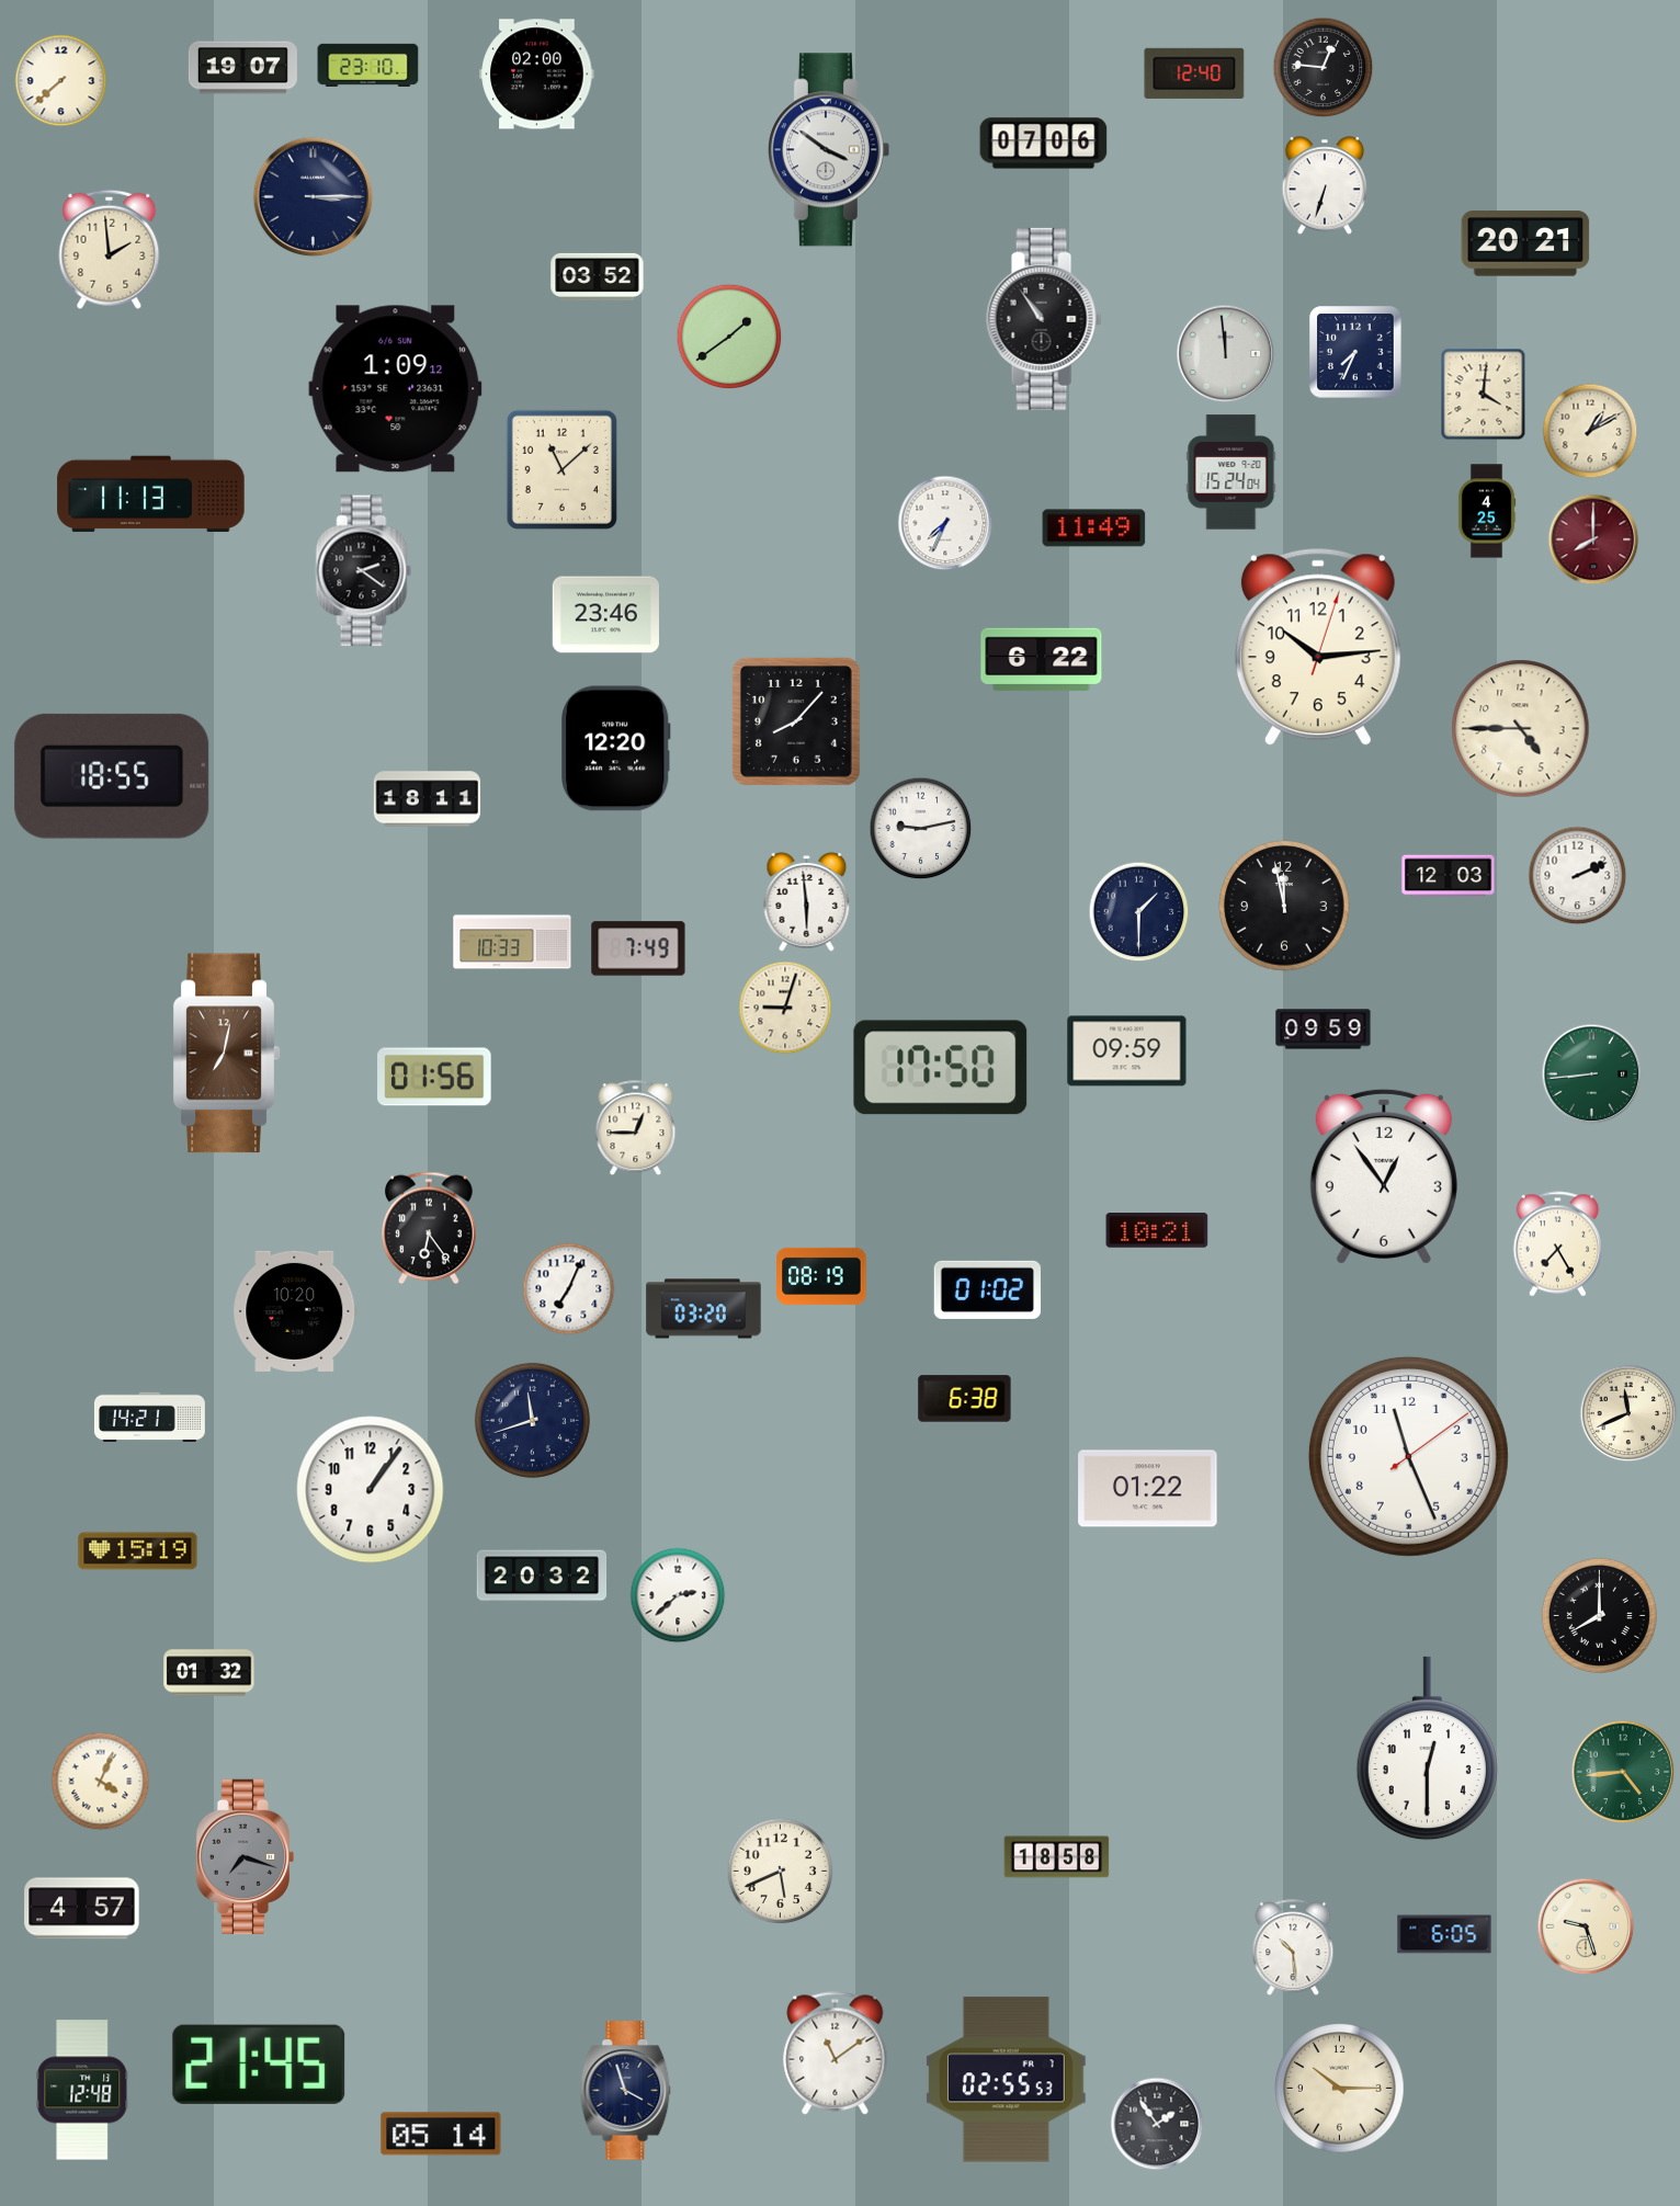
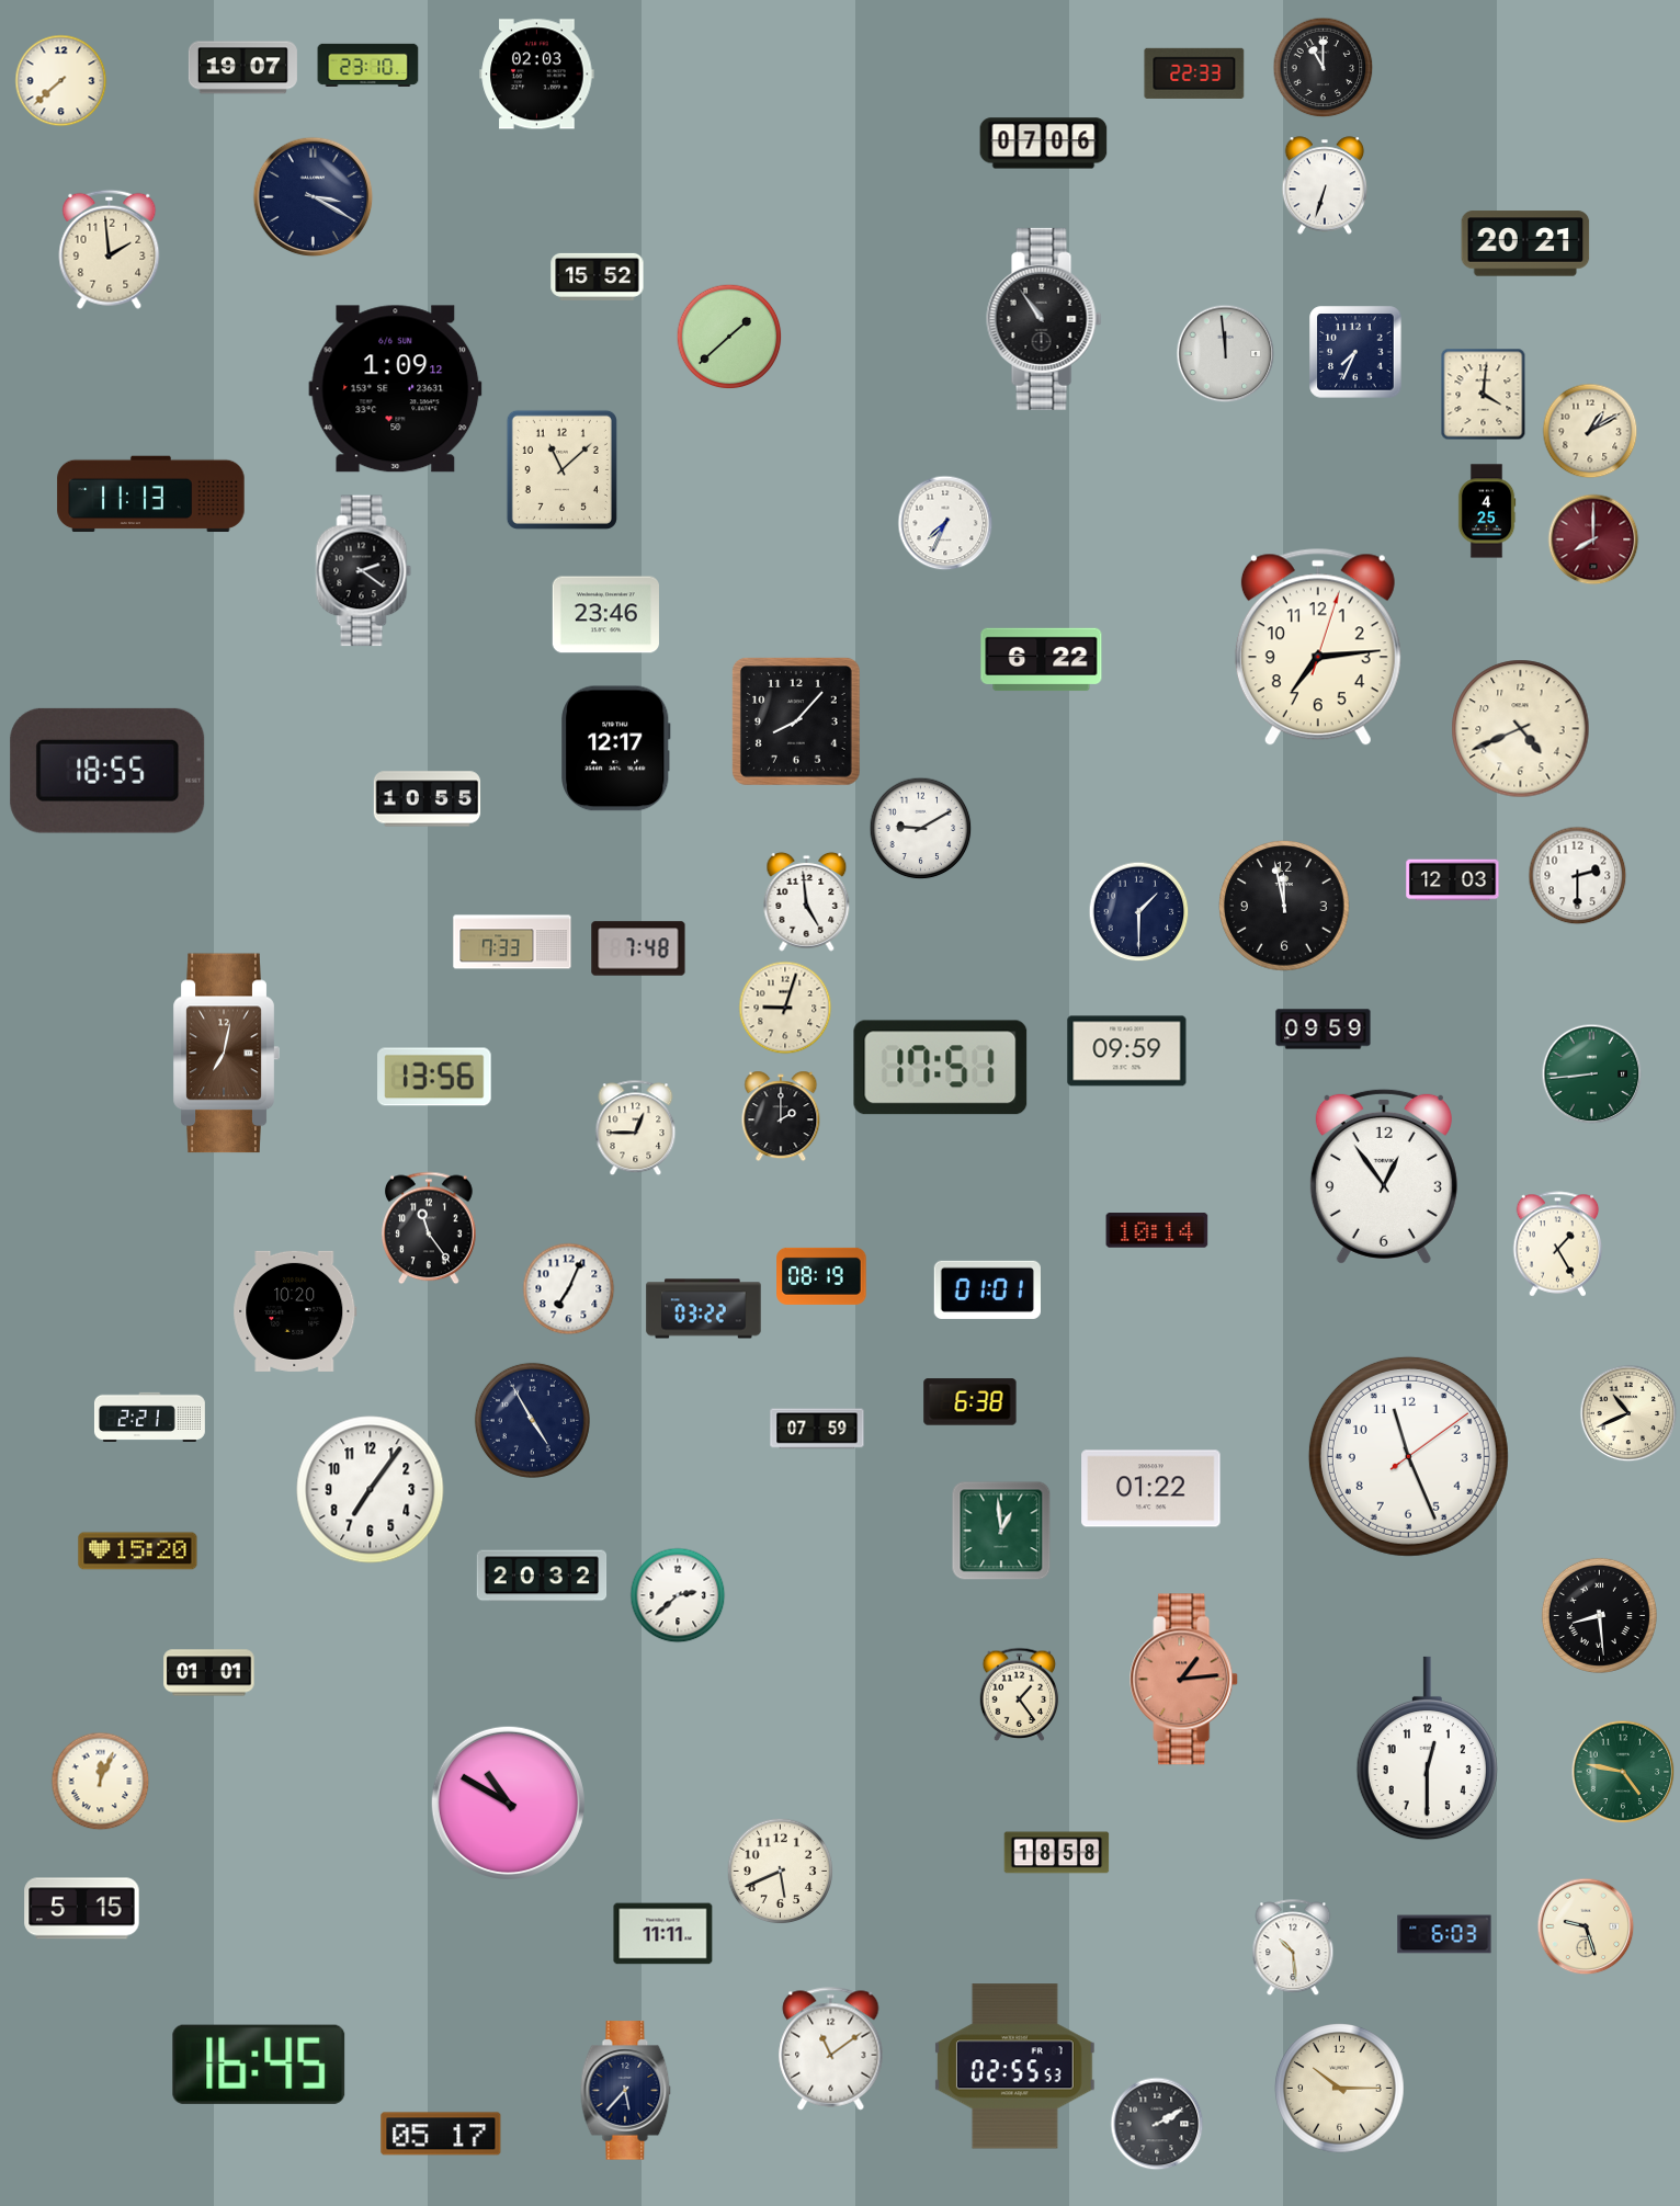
clock at (1324, 68): 12:46 -> 11:00
clock at (1194, 73): 12:40 -> 22:33
clock at (537, 75): 02:00 -> 02:03
clock at (828, 150): 3:51 -> none
clock at (314, 197): 3:15 -> 3:20
clock at (598, 276): 03:52 -> 15:52
clock at (729, 337): 1:39 -> 1:38
clock at (1231, 473): 15:24 -> none
clock at (1094, 528): 11:49 -> none
clock at (1318, 647): 10:14 -> 7:14
clock at (1521, 729): 4:45 -> 4:41
clock at (616, 749): 12:20 -> 12:17
clock at (112, 776) position: (112, 776) -> (107, 771)
clock at (428, 799): 18:11 -> 10:55
clock at (921, 829): 9:13 -> 9:10
clock at (1449, 876) position: (1449, 876) -> (1453, 880)
clock at (1578, 876): 2:11 -> 2:30
clock at (807, 901): 5:59 -> 4:59
clock at (512, 942): 10:33 -> 7:33
clock at (638, 948): 7:49 -> 7:48
clock at (941, 1068): 17:50 -> 17:51
clock at (434, 1077): 01:56 -> 13:56
clock at (781, 1116): none -> 2:00
clock at (430, 1228): 6:24 -> 11:24
clock at (1157, 1230): 10:21 -> 10:14
clock at (1558, 1244): 7:25 -> 1:25
clock at (987, 1289): 01:02 -> 01:01
clock at (704, 1309): 03:20 -> 03:22
clock at (965, 1399) position: (965, 1399) -> (970, 1402)
clock at (1628, 1413): 11:41 -> 10:41
clock at (149, 1417): 14:21 -> 2:21
clock at (532, 1420): 11:42 -> 4:55
clock at (817, 1429): none -> 07:59
clock at (1148, 1489) position: (1148, 1489) -> (1151, 1489)
clock at (371, 1490): 1:06 -> 7:06
clock at (1001, 1531): none -> 12:59
clock at (138, 1551): 15:19 -> 15:20
clock at (1599, 1615): 8:00 -> 8:29
clock at (209, 1673): 01:32 -> 01:01
clock at (1184, 1680): none -> 1:14
clock at (1020, 1694): none -> 1:24
clock at (1623, 1772): 4:44 -> 4:47
clock at (101, 1782): 4:04 -> 12:04
clock at (508, 1803): none -> 10:50
clock at (245, 1856): 7:18 -> none
clock at (1057, 1857) position: (1057, 1857) -> (1057, 1853)
clock at (82, 1909): 4:57 -> 5:15
clock at (663, 1934): none -> 11:11
clock at (1444, 1934): 6:05 -> 6:03
clock at (836, 2054) position: (836, 2054) -> (831, 2049)
clock at (259, 2065): 21:45 -> 16:45
clock at (1006, 2080) position: (1006, 2080) -> (1014, 2067)
clock at (82, 2090): 12:48 -> none
clock at (626, 2091): 3:57 -> 5:37
clock at (1157, 2124): 1:54 -> 2:10
clock at (441, 2134): 05:14 -> 05:17
